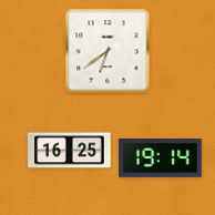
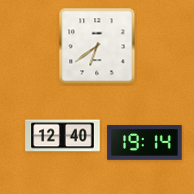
clock at (70, 151): 16:25 -> 12:40
